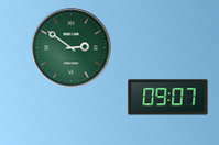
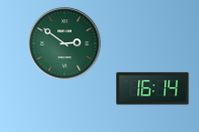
clock at (168, 98): 09:07 -> 16:14
